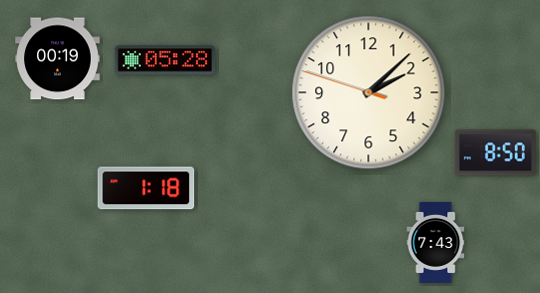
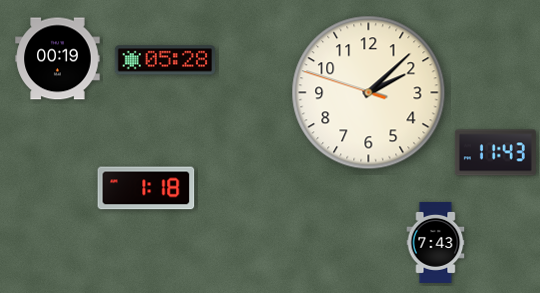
clock at (495, 153): 8:50 -> 11:43
